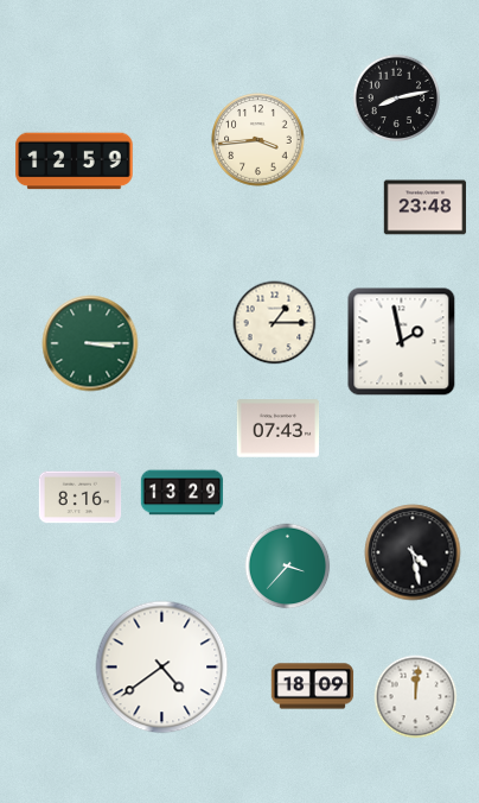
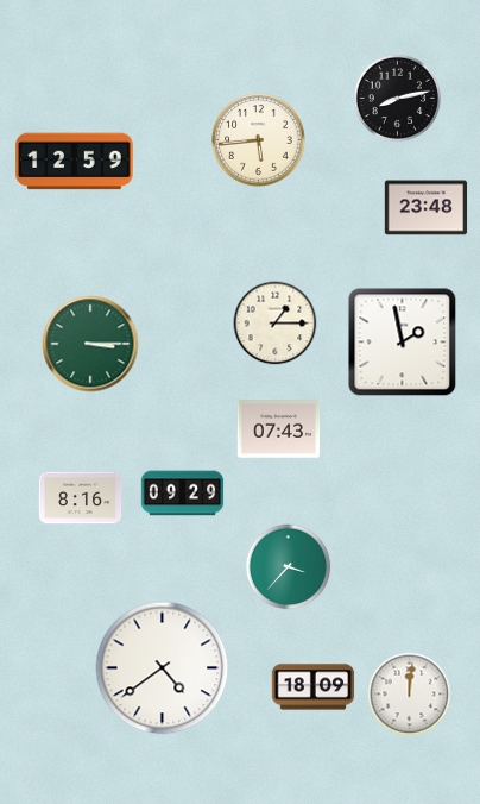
clock at (258, 140): 3:44 -> 5:44
clock at (183, 493): 13:29 -> 09:29
clock at (413, 552): 4:28 -> none
clock at (416, 697) position: (416, 697) -> (410, 695)
